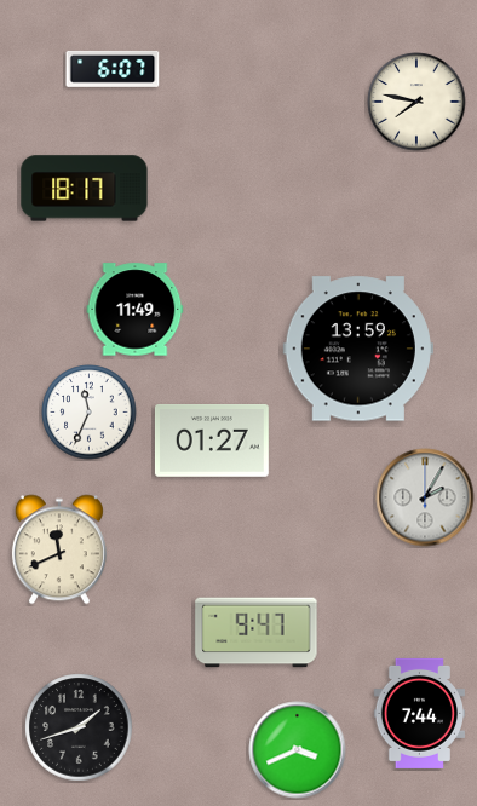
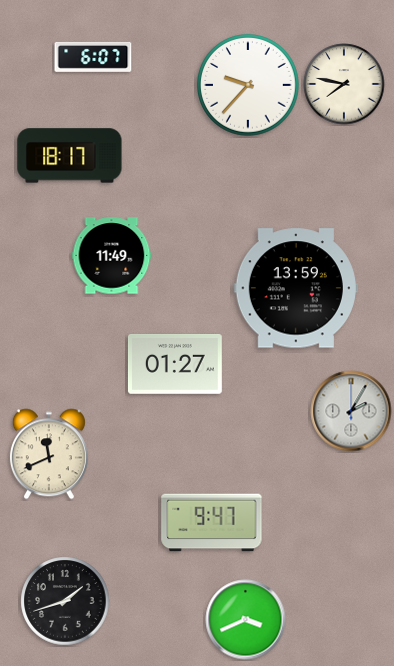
clock at (249, 86): none -> 9:37
clock at (90, 413): 11:34 -> none
clock at (419, 713): 7:44 -> none
